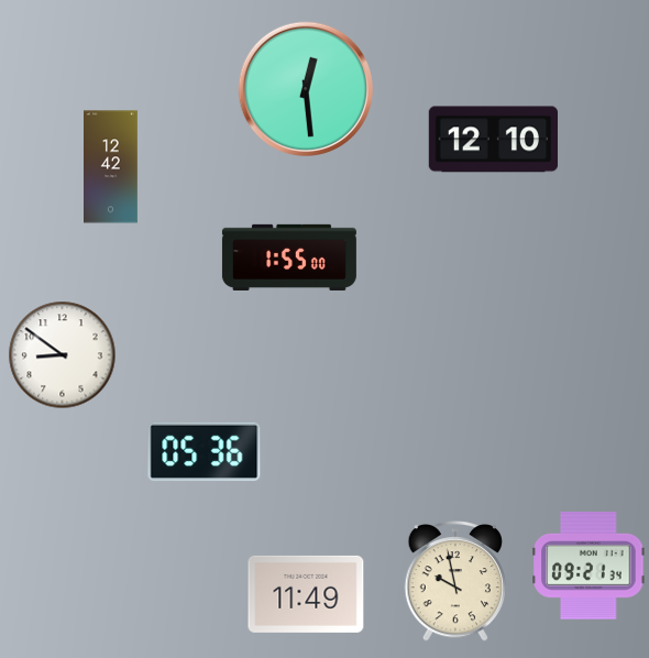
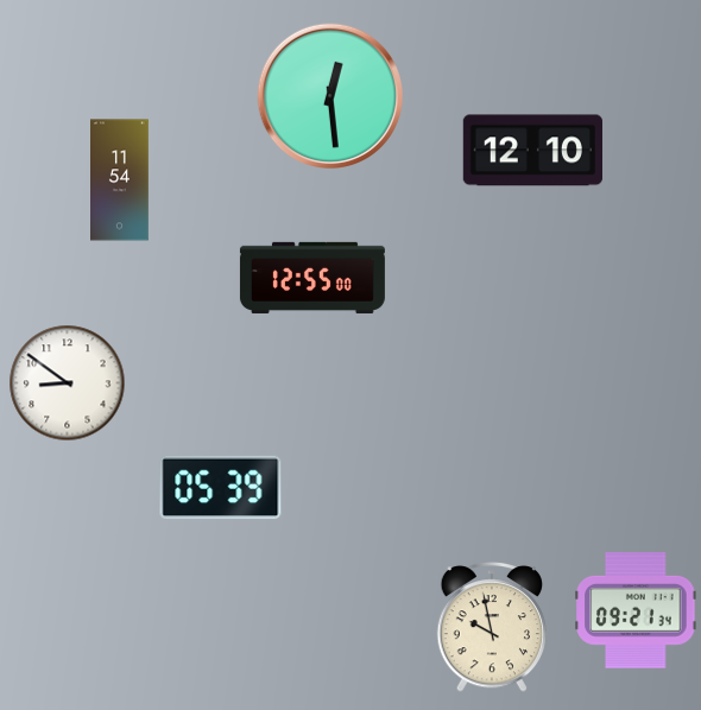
clock at (111, 167): 12:42 -> 11:54
clock at (289, 257): 1:55 -> 12:55
clock at (205, 452): 05:36 -> 05:39
clock at (306, 594): 11:49 -> none
